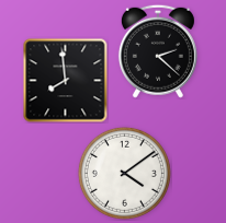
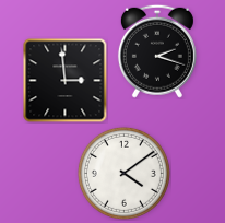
clock at (158, 51): 2:22 -> 2:18
clock at (65, 80): 7:59 -> 2:59
